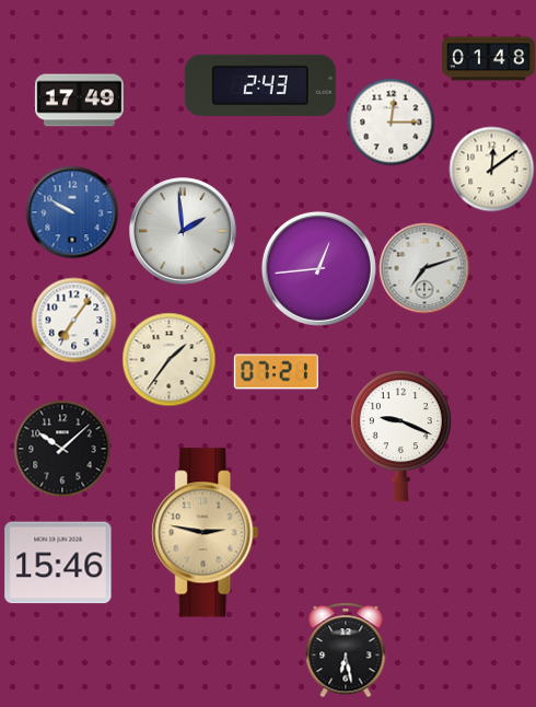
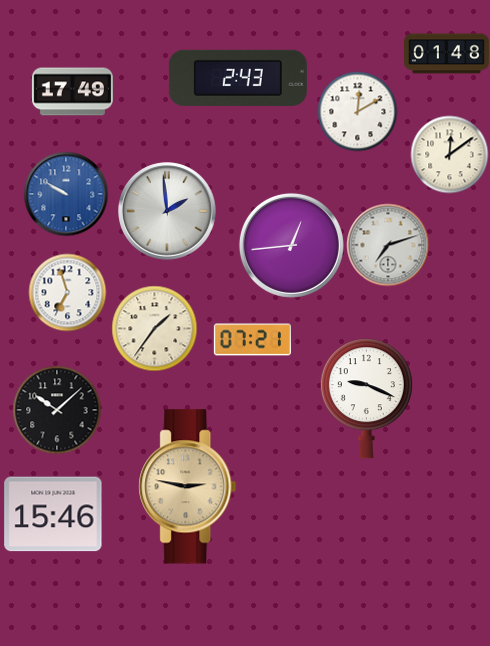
clock at (391, 121): 12:15 -> 12:10
clock at (73, 320): 7:06 -> 6:57
clock at (346, 650): 6:28 -> none
